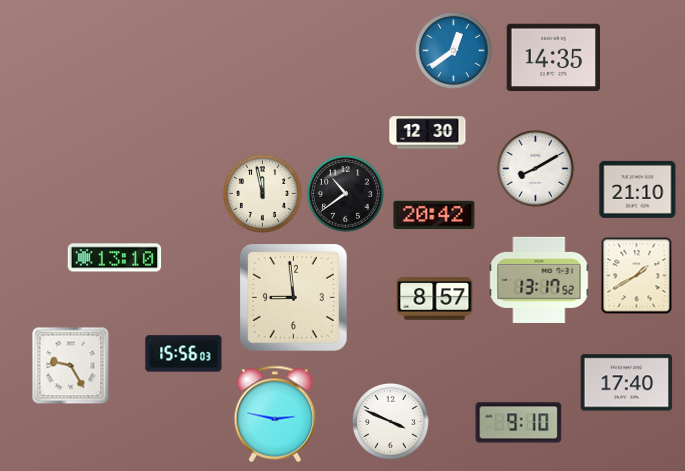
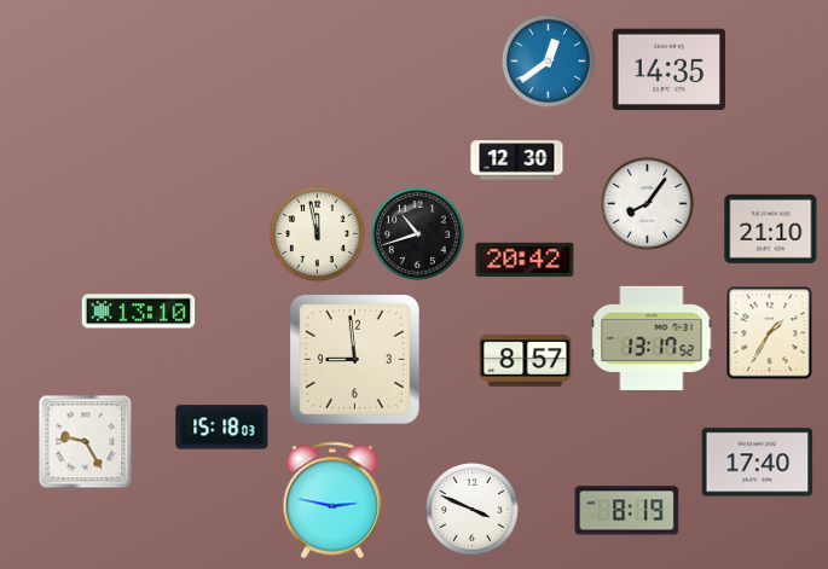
clock at (535, 168): 8:10 -> 8:06
clock at (345, 193): 10:39 -> 10:42
clock at (637, 275): 1:40 -> 1:35
clock at (184, 354): 15:56 -> 15:18
clock at (519, 423): 9:10 -> 8:19
